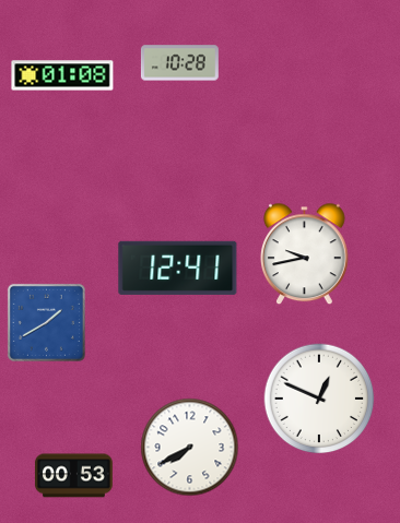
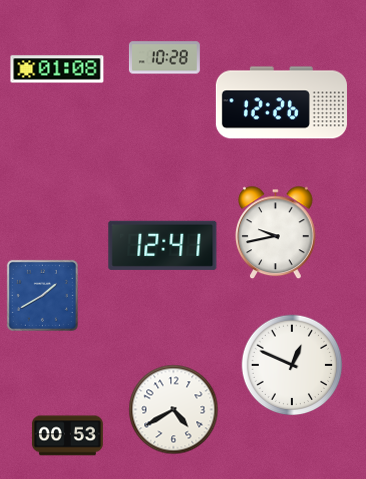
clock at (281, 103): none -> 12:26
clock at (305, 254) position: (305, 254) -> (276, 233)
clock at (190, 448): 7:40 -> 4:40
